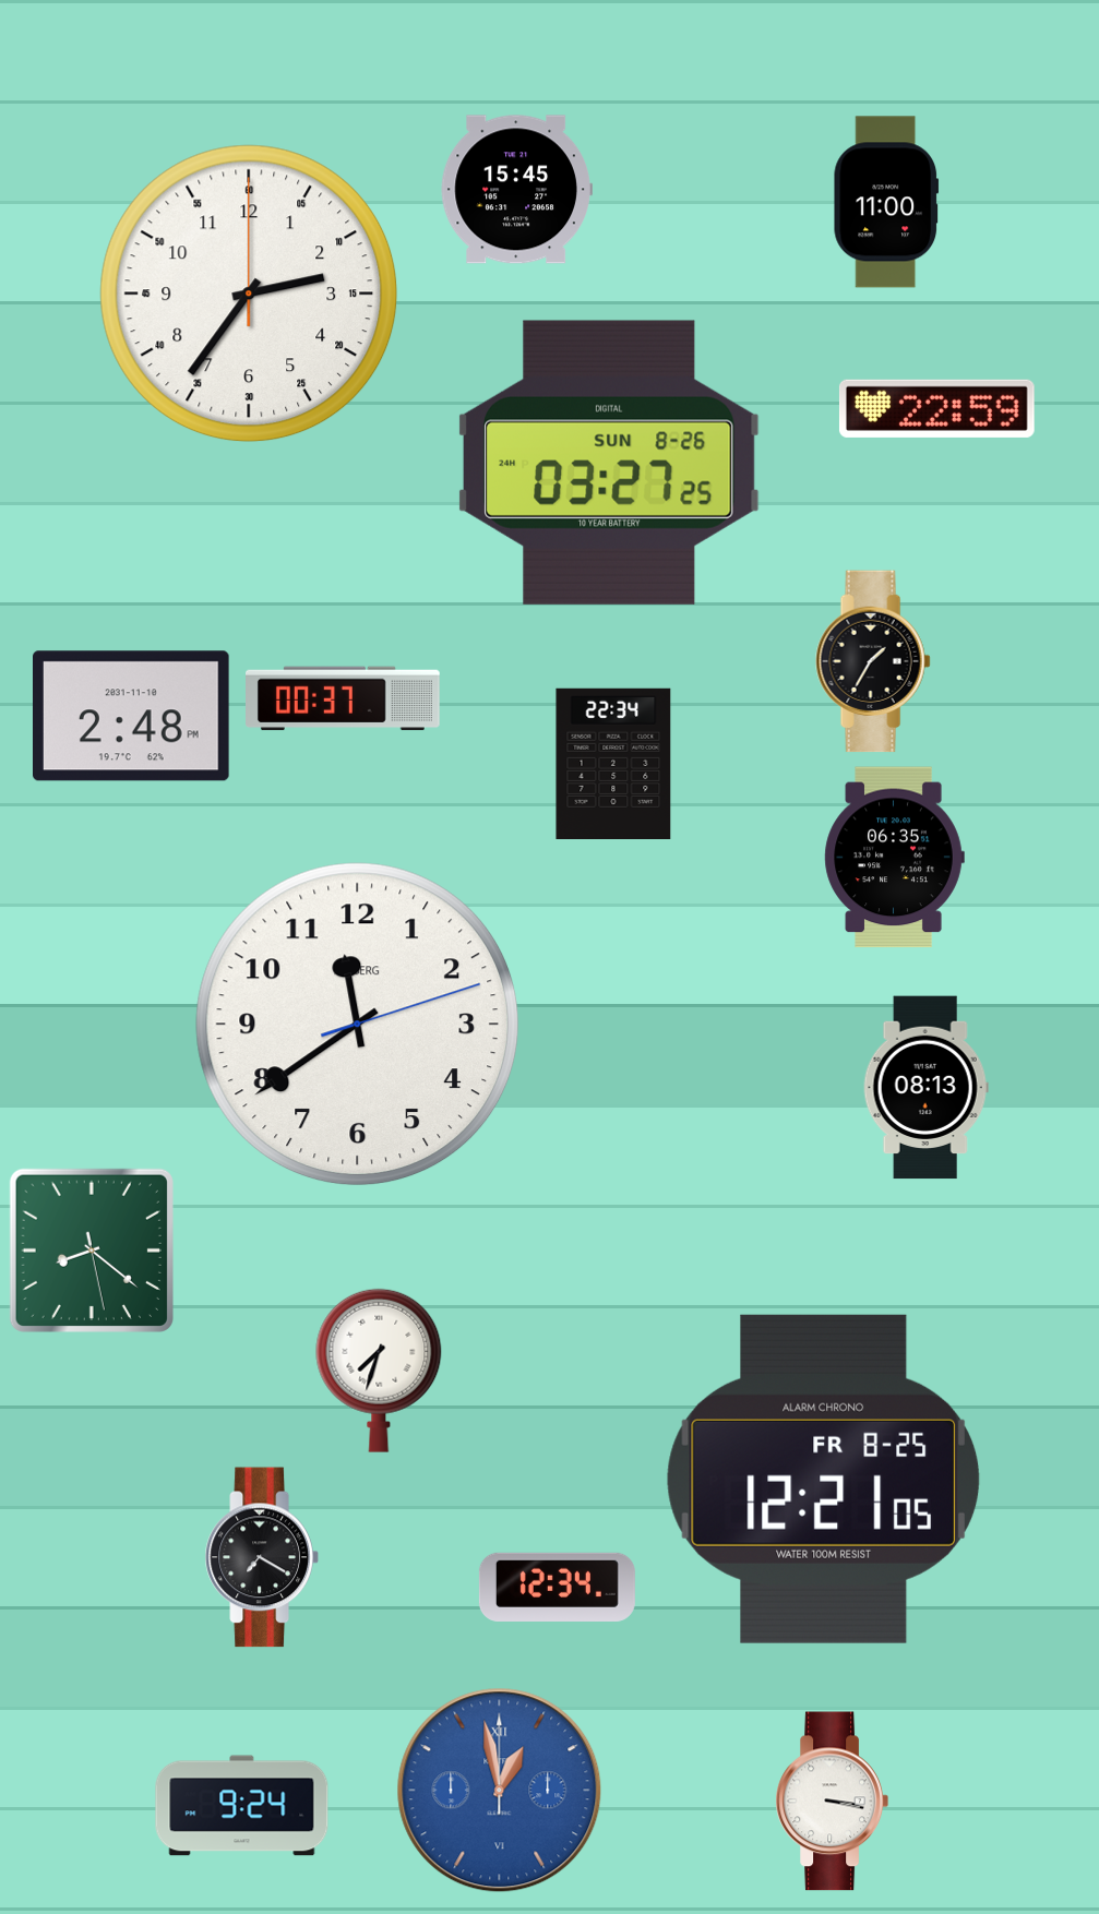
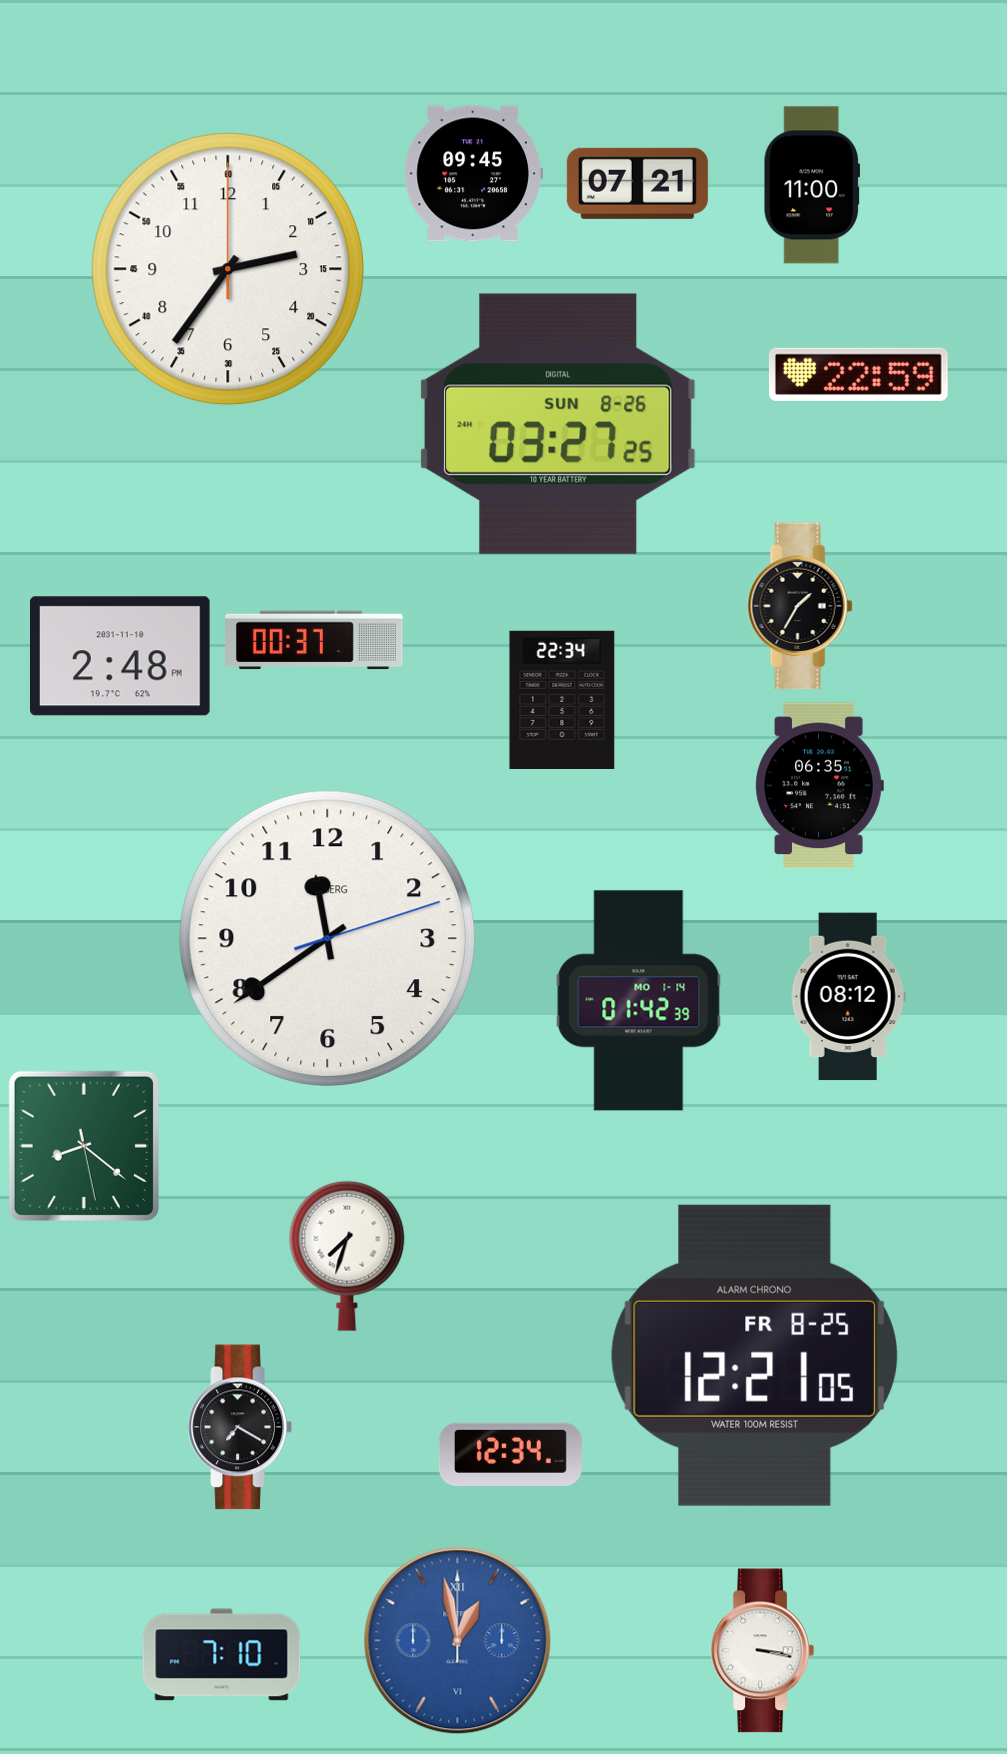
clock at (516, 190): 15:45 -> 09:45
clock at (637, 183): none -> 07:21
clock at (925, 1088): 08:13 -> 08:12
clock at (639, 1001): none -> 01:42
clock at (242, 1806): 9:24 -> 7:10
